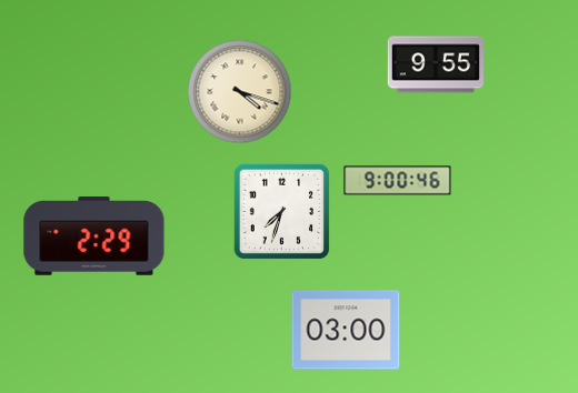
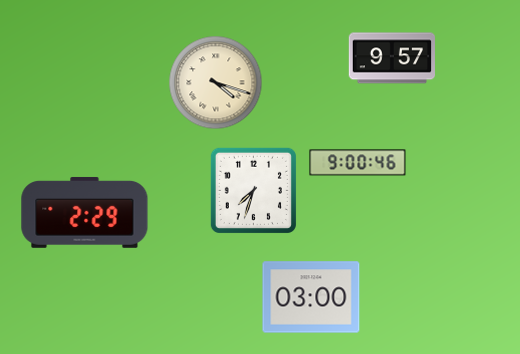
clock at (435, 64): 9:55 -> 9:57
